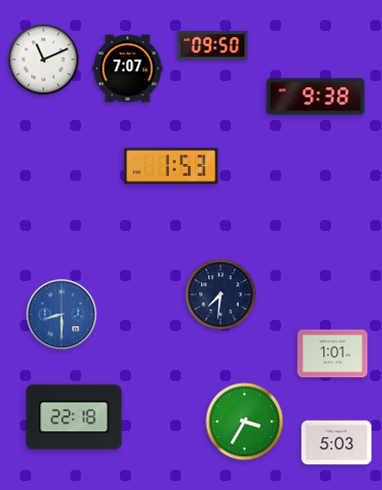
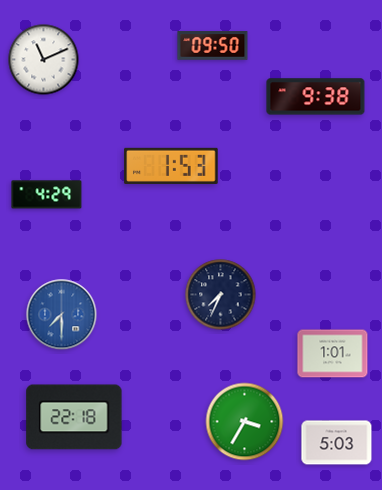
clock at (128, 69): 7:07 -> none
clock at (47, 195): none -> 4:29
clock at (221, 295): 7:31 -> 7:34
clock at (62, 315): 8:30 -> 7:30
